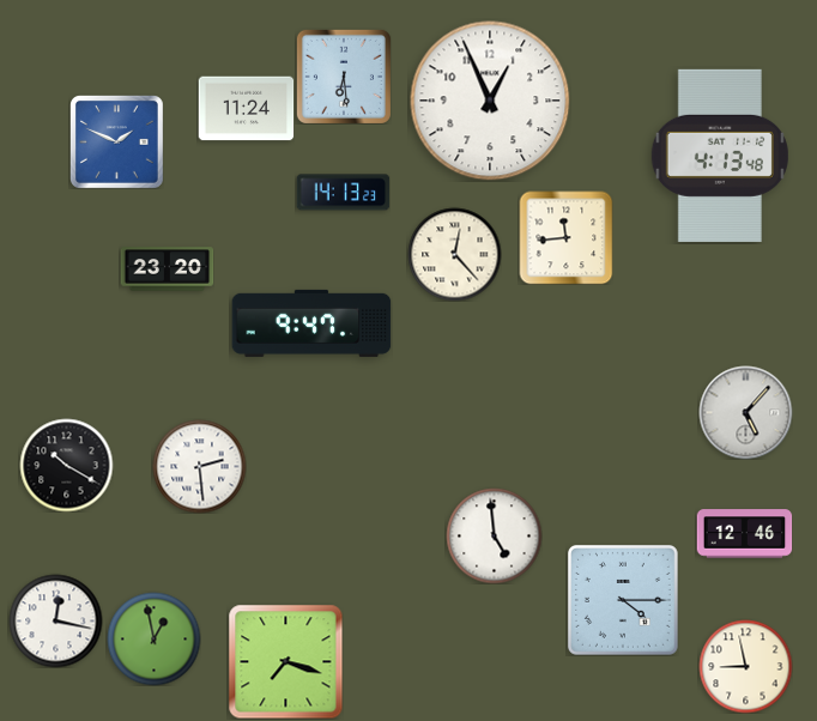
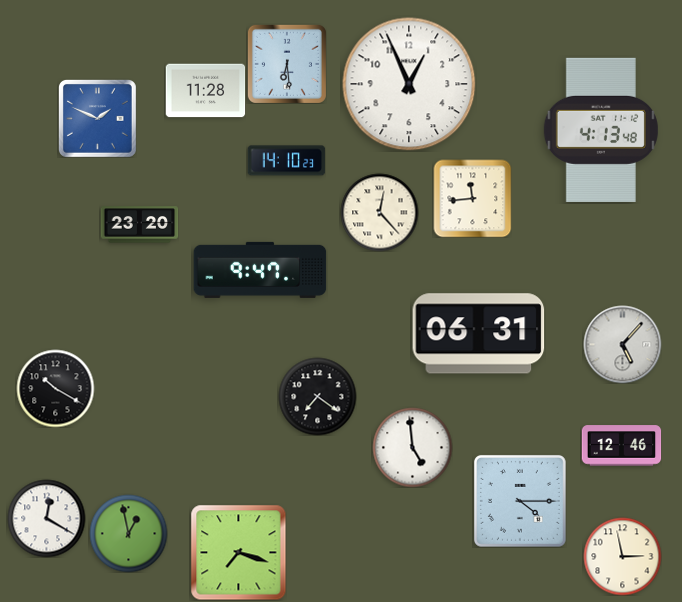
clock at (246, 109): 11:24 -> 11:28
clock at (343, 193): 14:13 -> 14:10
clock at (479, 334): none -> 06:31
clock at (199, 466): 2:29 -> none
clock at (317, 396): none -> 7:21
clock at (55, 620): 12:17 -> 12:20
clock at (745, 666): 8:58 -> 2:58
